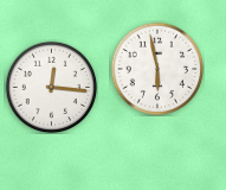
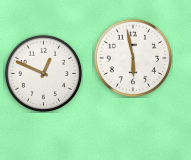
clock at (51, 87): 12:16 -> 12:49
